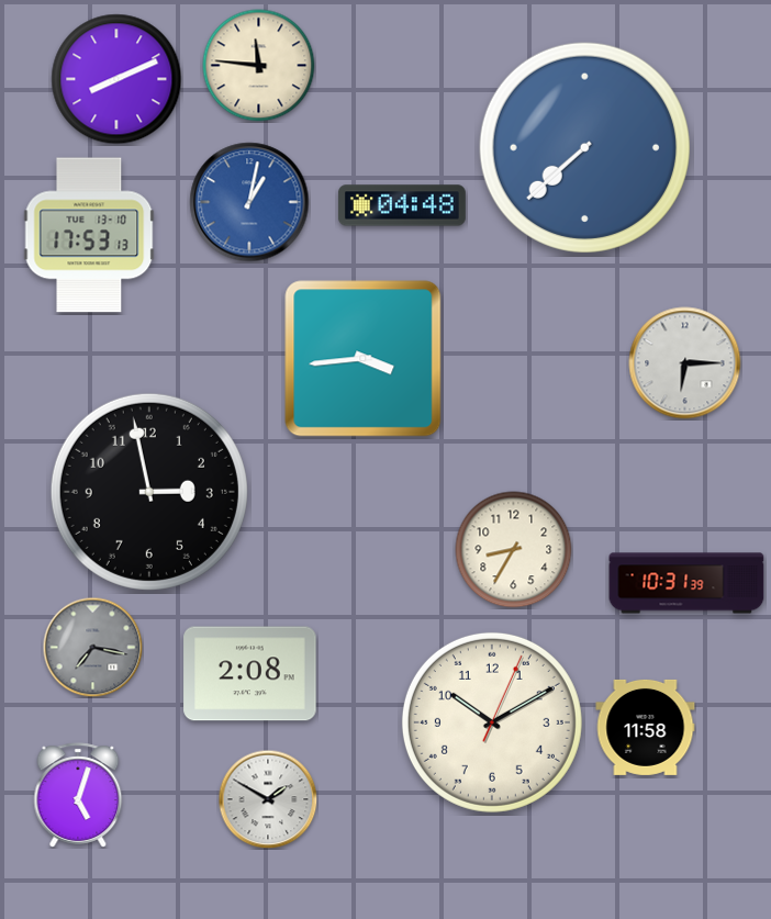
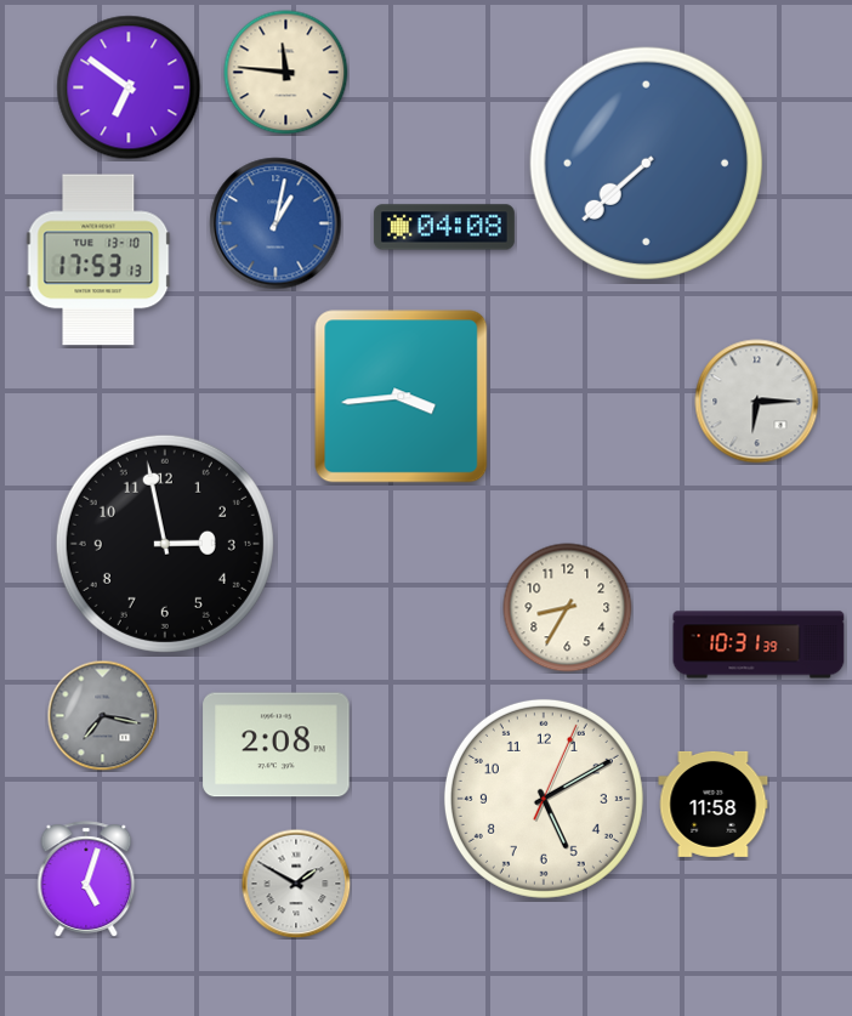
clock at (116, 79): 8:11 -> 6:51
clock at (402, 205): 04:48 -> 04:08
clock at (492, 722): 10:10 -> 5:10
